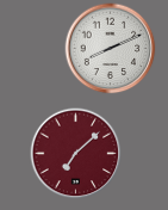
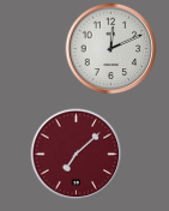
clock at (111, 49): 8:11 -> 12:11
